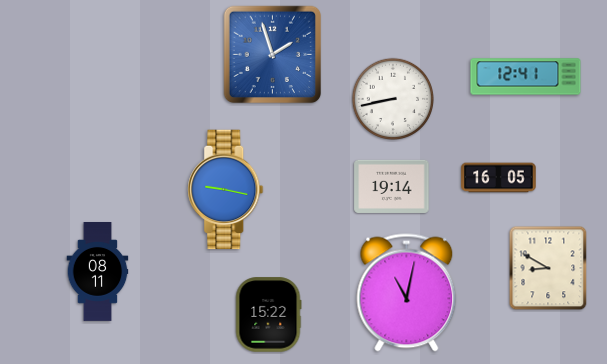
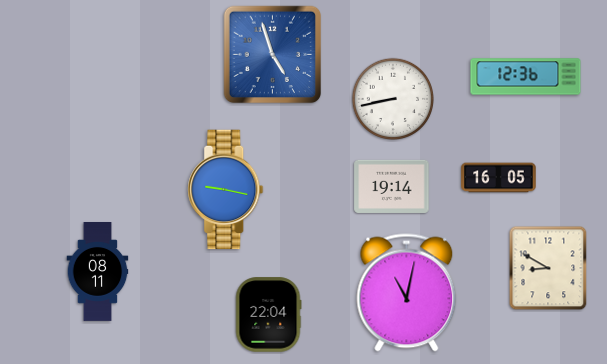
clock at (273, 55): 1:57 -> 4:57
clock at (526, 77): 12:41 -> 12:36
clock at (268, 315): 15:22 -> 22:04
